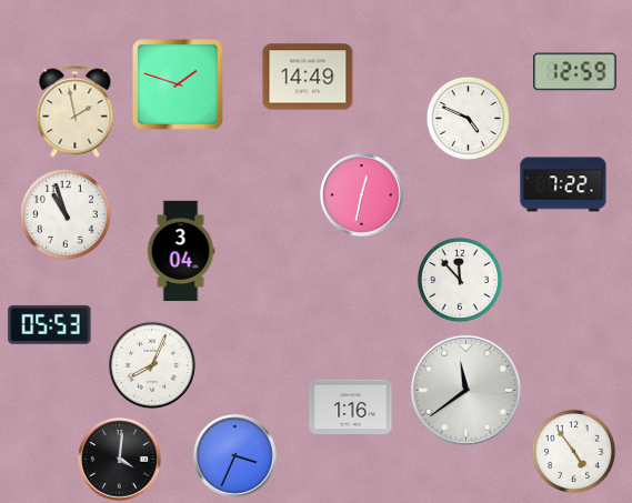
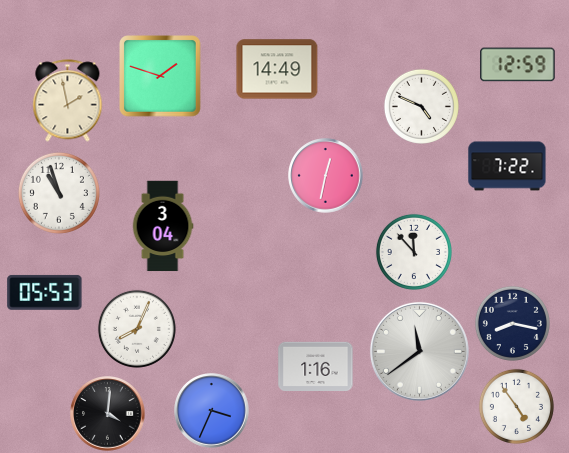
clock at (512, 323): none -> 8:17
